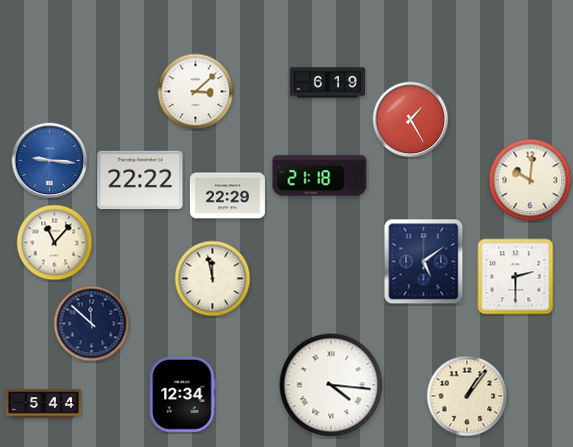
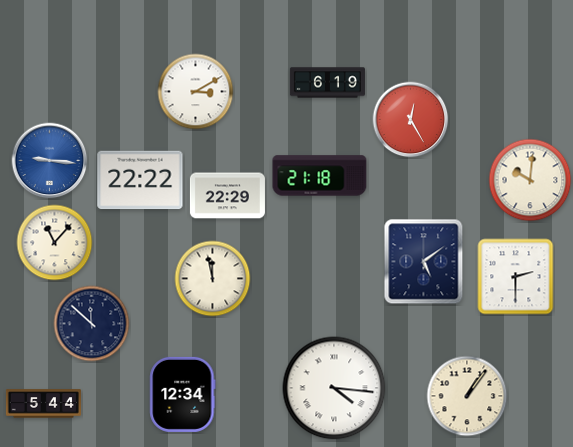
clock at (196, 92): 3:08 -> 3:10
clock at (411, 120): 1:25 -> 12:25
clock at (331, 385) position: (331, 385) -> (334, 388)
